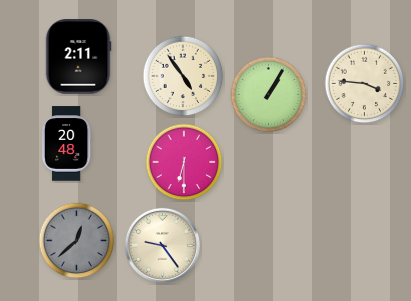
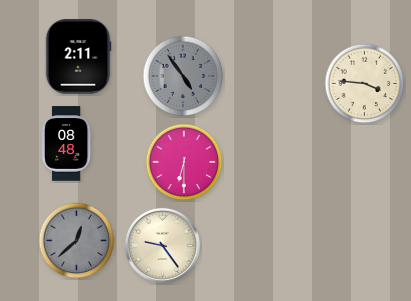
clock at (183, 76) dial: cream -> grey
clock at (269, 95): 1:05 -> none
clock at (66, 144): 20:48 -> 08:48
